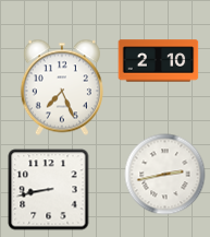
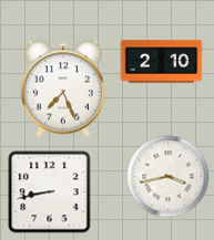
clock at (165, 175): 2:43 -> 3:43
